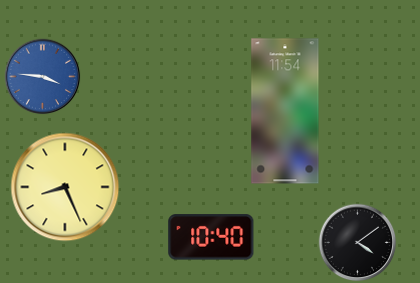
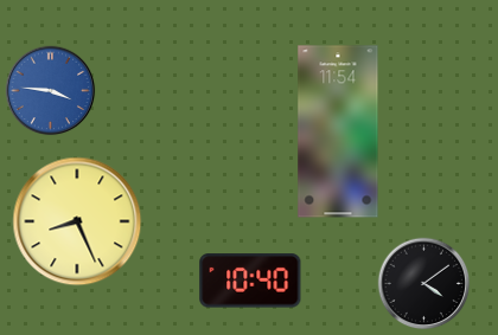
clock at (358, 243) position: (358, 243) -> (424, 284)
